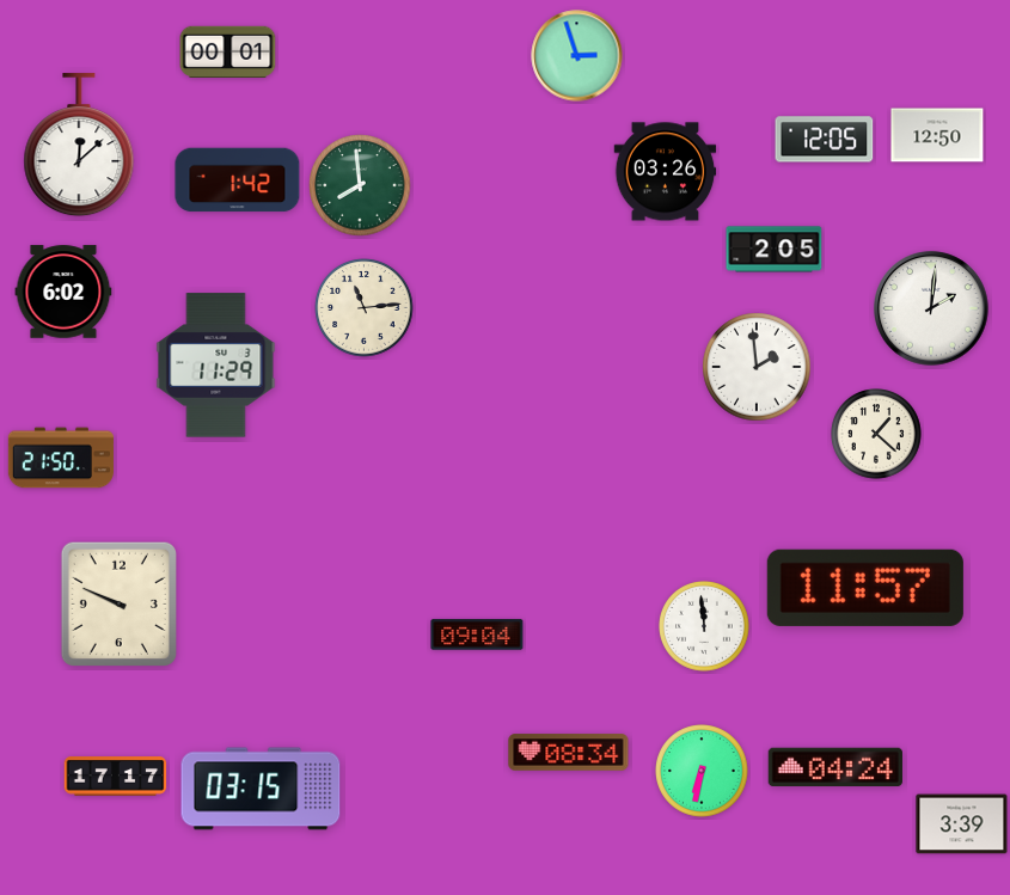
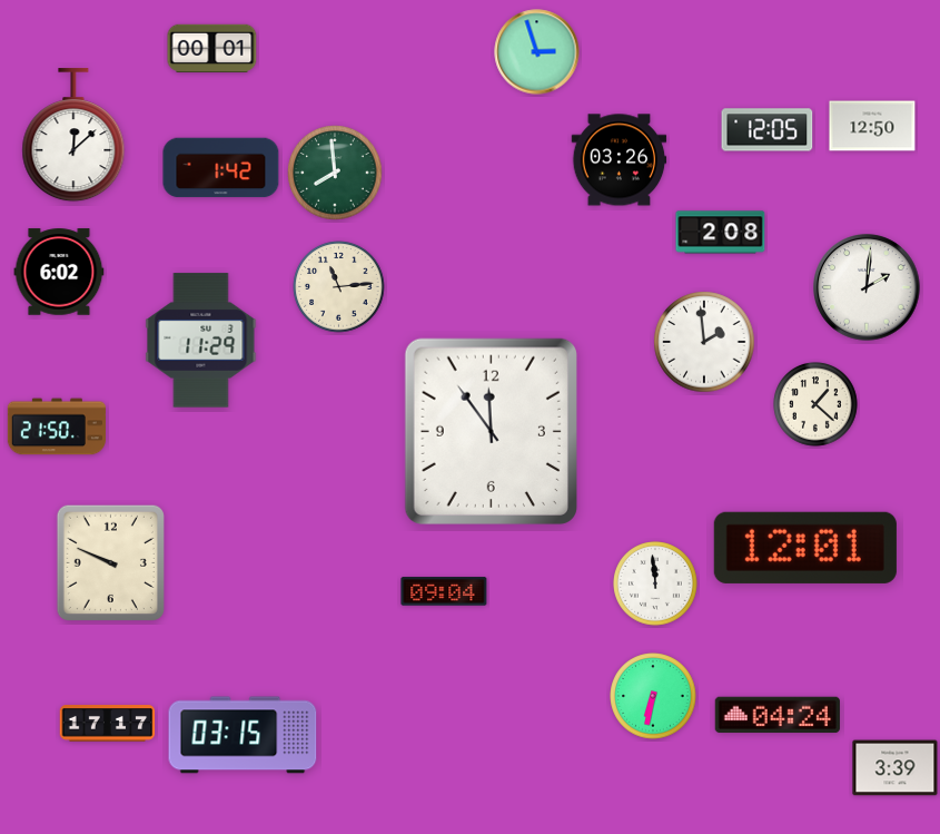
clock at (775, 250): 2:05 -> 2:08
clock at (491, 431): none -> 11:54
clock at (865, 588): 11:57 -> 12:01
clock at (569, 753): 08:34 -> none
clock at (702, 771) position: (702, 771) -> (653, 696)
